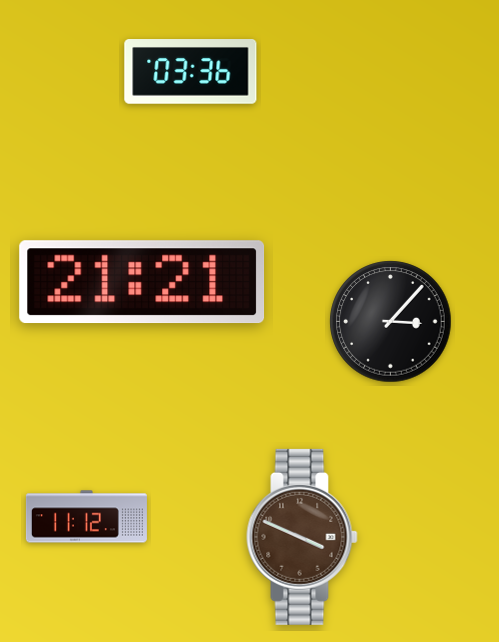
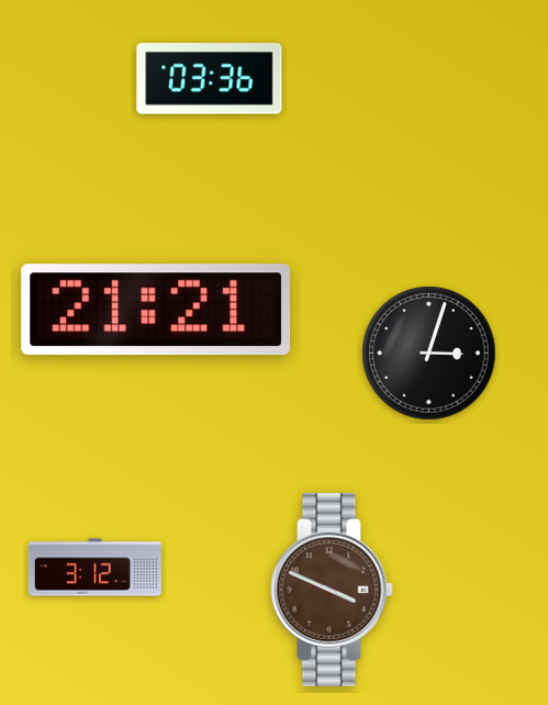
clock at (391, 322): 3:07 -> 3:03
clock at (86, 517): 11:12 -> 3:12
